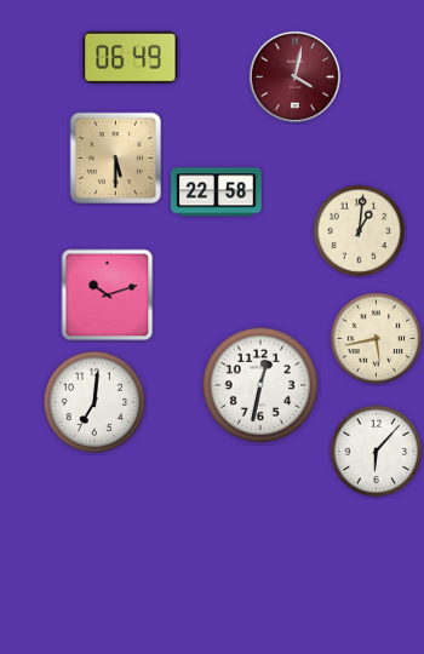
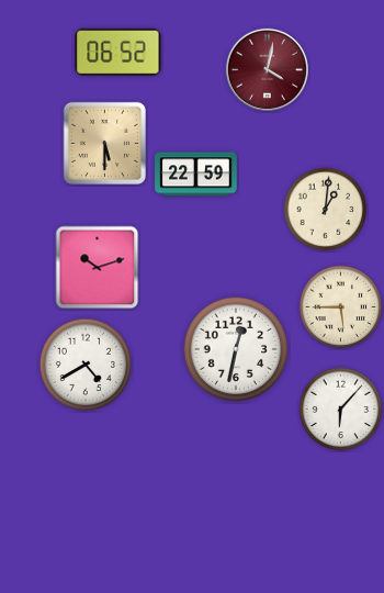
clock at (131, 57): 06:49 -> 06:52
clock at (217, 193): 22:58 -> 22:59
clock at (377, 339): 5:43 -> 5:45
clock at (94, 402): 7:01 -> 4:40
